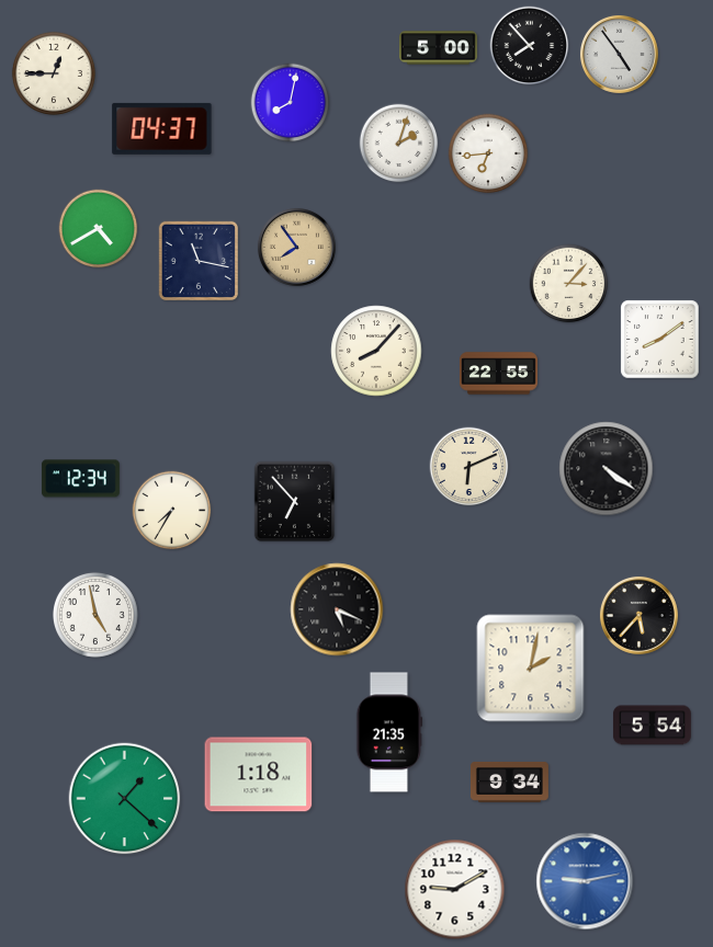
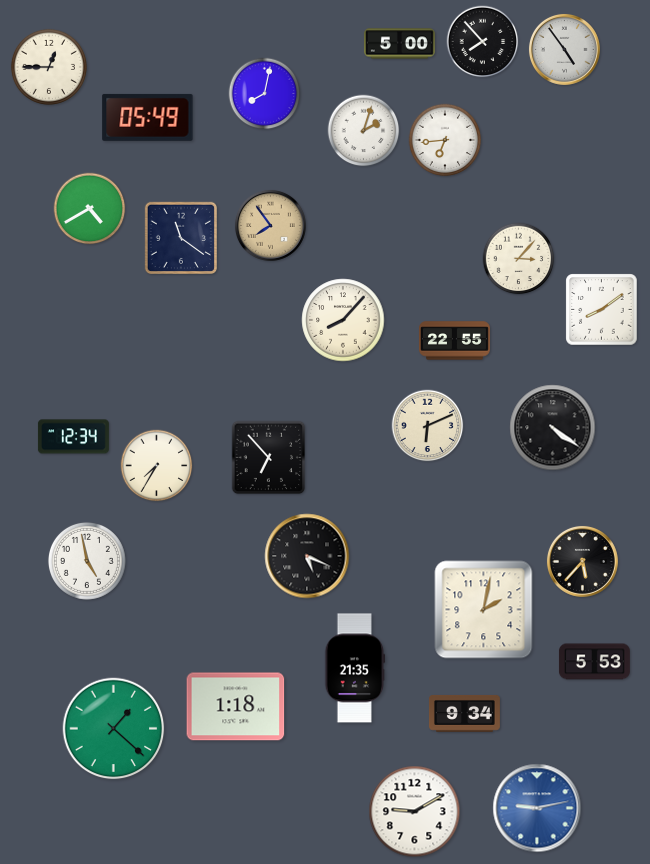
clock at (162, 128): 04:37 -> 05:49
clock at (197, 260): 11:17 -> 11:21
clock at (652, 726): 5:54 -> 5:53
clock at (585, 881) position: (585, 881) -> (537, 808)
